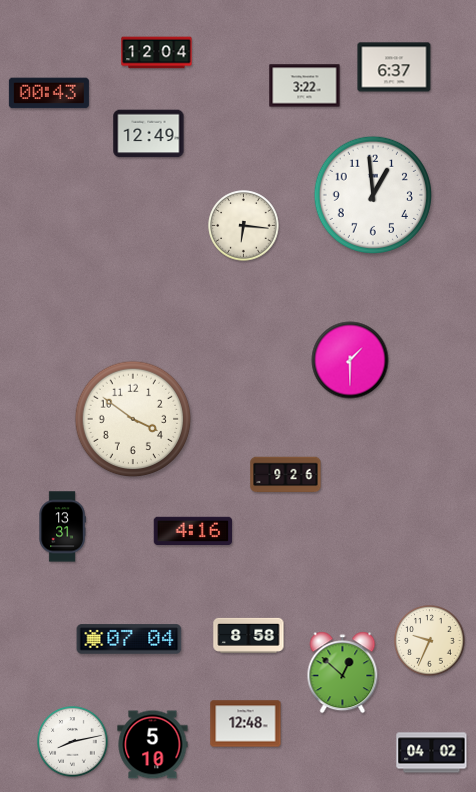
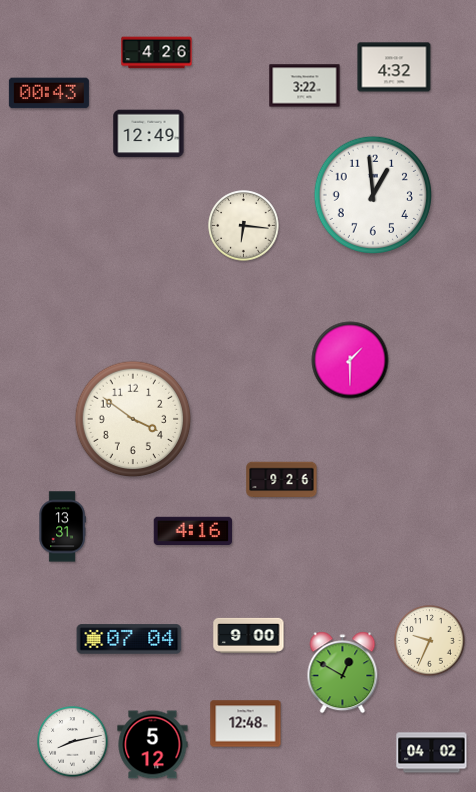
clock at (157, 53): 12:04 -> 4:26
clock at (394, 67): 6:37 -> 4:32
clock at (286, 475) position: (286, 475) -> (282, 480)
clock at (249, 635): 8:58 -> 9:00
clock at (343, 673): 12:52 -> 12:50
clock at (153, 745): 5:10 -> 5:12
